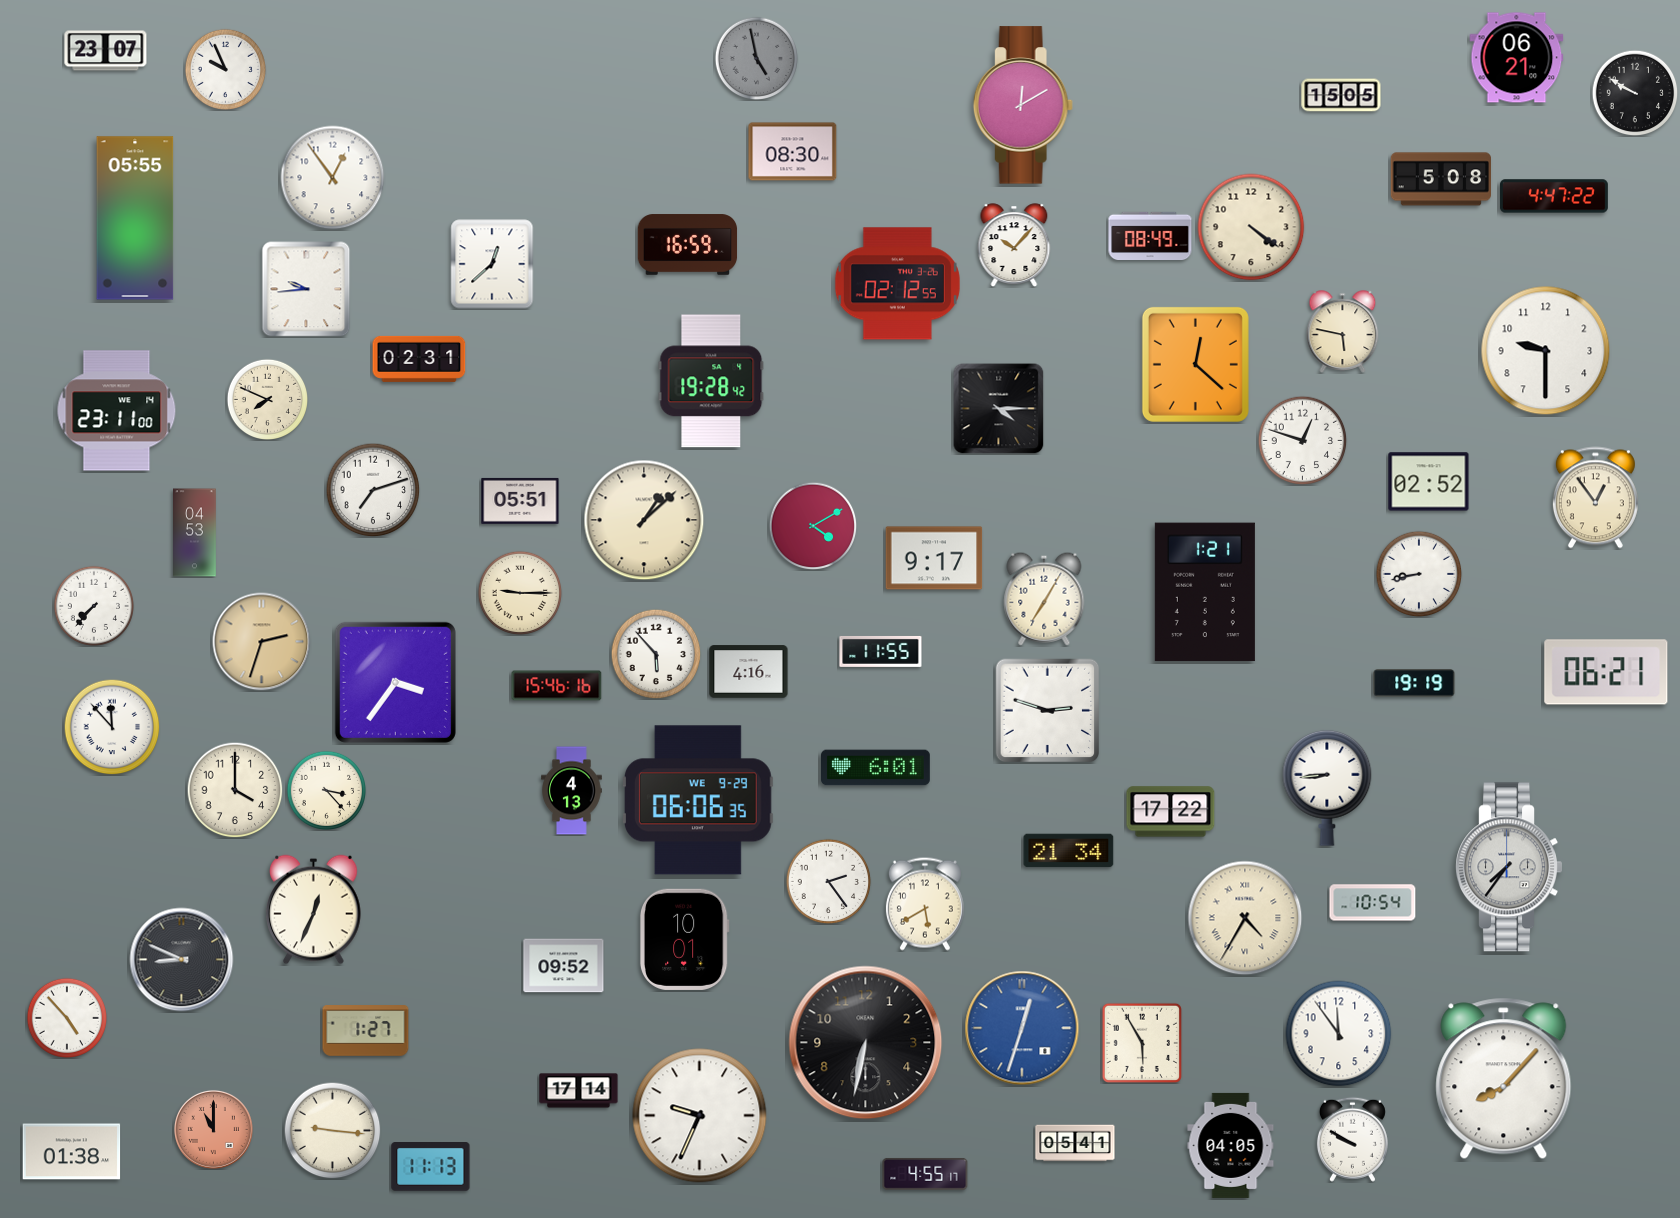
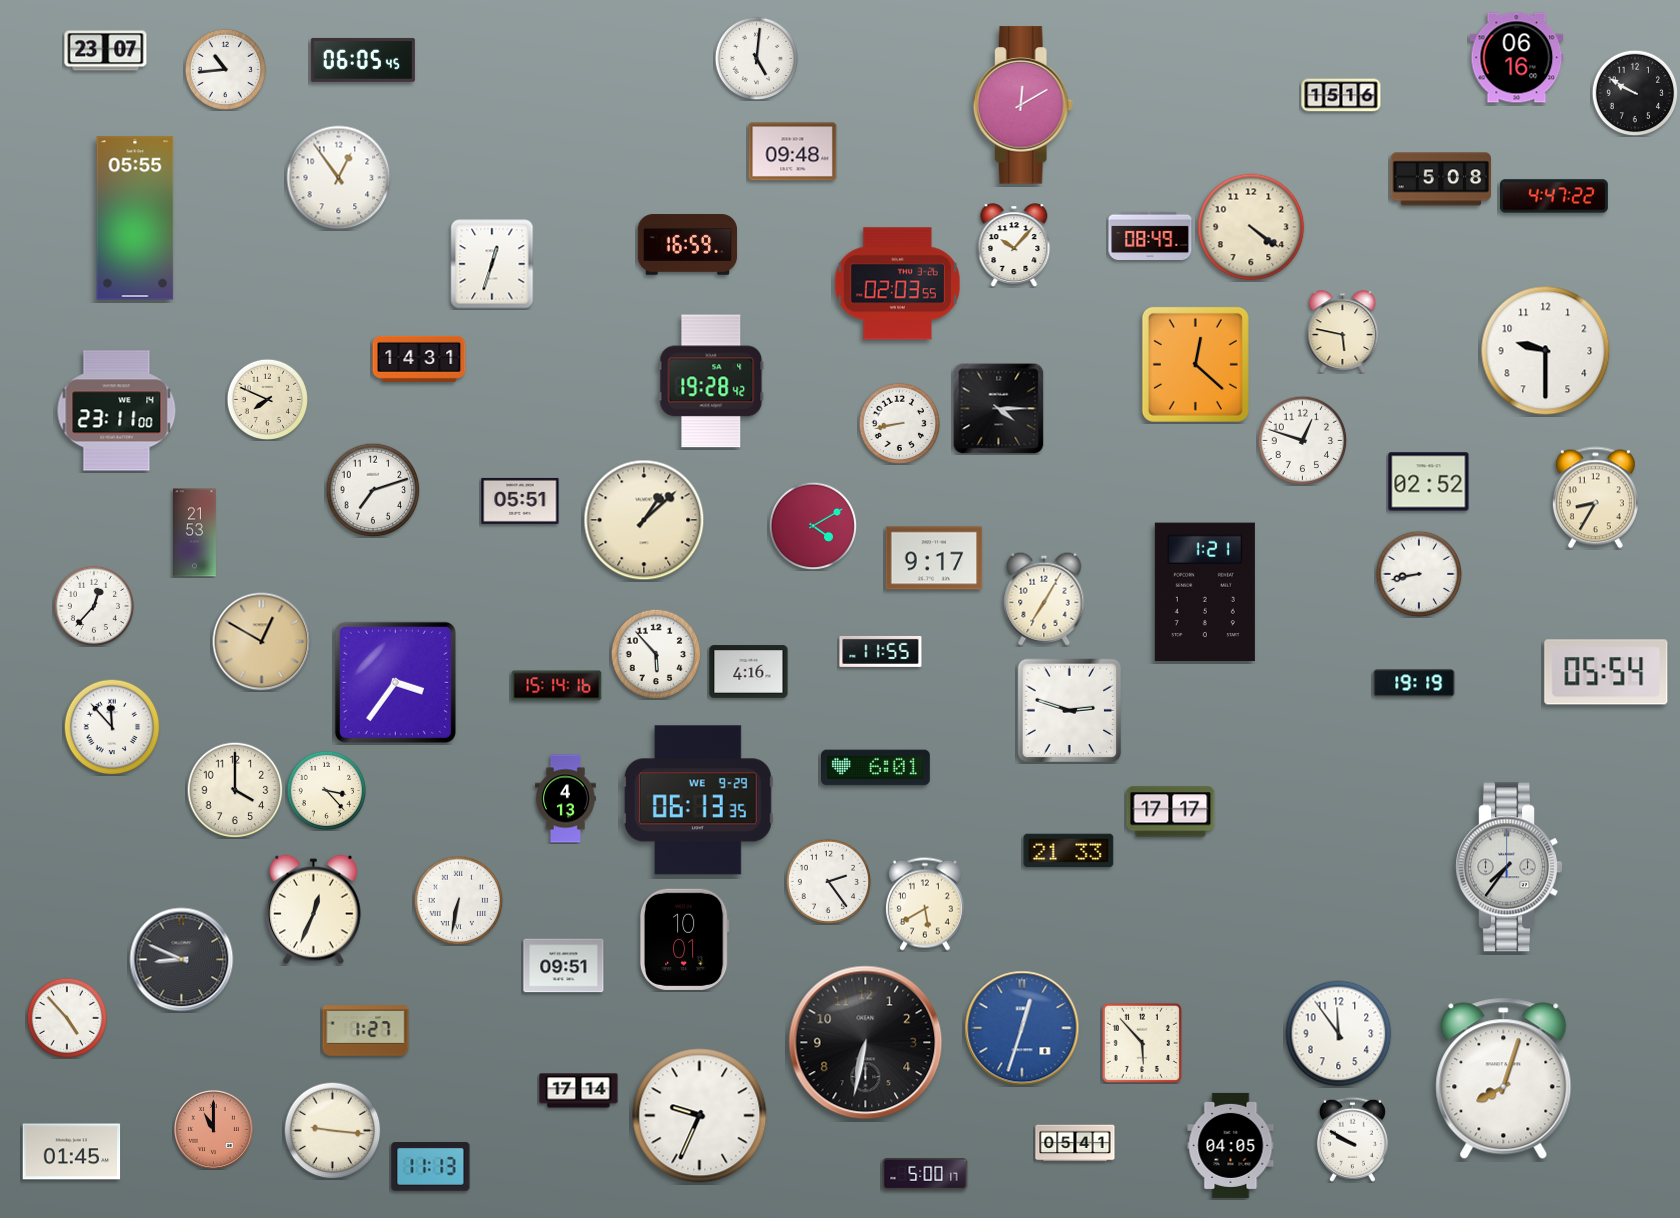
clock at (756, 58): 4:58 -> 5:01
clock at (756, 58) dial: grey -> white
clock at (1517, 58): 06:21 -> 06:16
clock at (363, 60): none -> 06:05
clock at (225, 69): 9:56 -> 10:44
clock at (1341, 95): 15:05 -> 15:16
clock at (793, 152): 08:30 -> 09:48
clock at (333, 178) position: (333, 178) -> (339, 178)
clock at (492, 264): 12:38 -> 12:33
clock at (897, 284): 02:12 -> 02:03
clock at (306, 289): 9:44 -> none
clock at (419, 359): 02:31 -> 14:31
clock at (899, 423): none -> 8:43
clock at (1595, 498): 12:54 -> 8:35
clock at (195, 533): 04:53 -> 21:53
clock at (520, 593): 9:15 -> none
clock at (93, 605): 7:37 -> 12:37
clock at (262, 642): 2:33 -> 12:50
clock at (1606, 672): 06:21 -> 05:54
clock at (557, 686): 15:46 -> 15:14
clock at (1048, 711) position: (1048, 711) -> (1070, 711)
clock at (1327, 788): 8:44 -> none
clock at (572, 791) position: (572, 791) -> (566, 799)
clock at (698, 800): 06:06 -> 06:13
clock at (1171, 812): 17:22 -> 17:17
clock at (1069, 851): 21:34 -> 21:33
clock at (458, 900): none -> 6:32
clock at (1373, 903): 10:54 -> none
clock at (1245, 918): 4:35 -> none
clock at (564, 966): 09:52 -> 09:51
clock at (1142, 1043): 5:55 -> 5:53
clock at (1504, 1079): 8:07 -> 8:03
clock at (72, 1152): 01:38 -> 01:45
clock at (925, 1174): 4:55 -> 5:00
